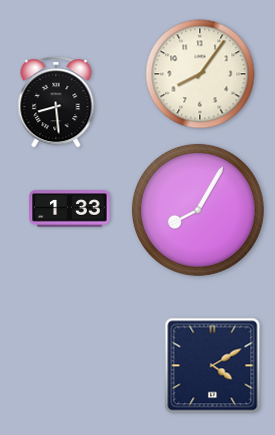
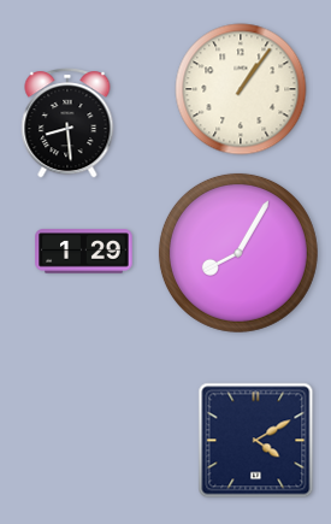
clock at (200, 74): 8:06 -> 1:06
clock at (70, 209): 1:33 -> 1:29
